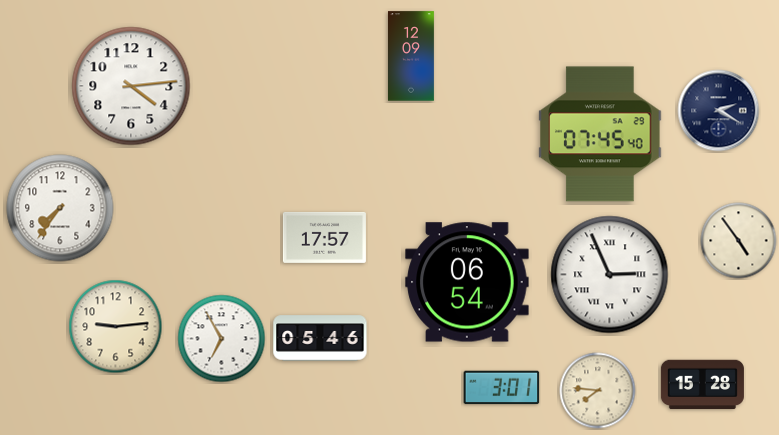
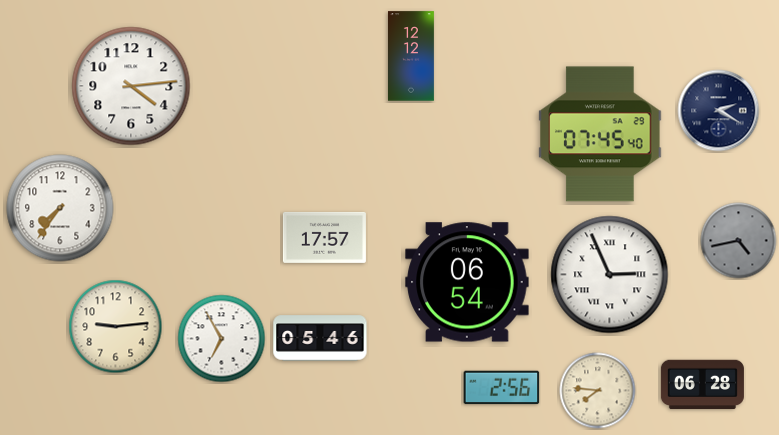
clock at (412, 56): 12:09 -> 12:12
clock at (739, 241): 4:54 -> 4:43
clock at (739, 241) dial: cream -> grey
clock at (702, 385): 15:28 -> 06:28
clock at (502, 388): 3:01 -> 2:56
